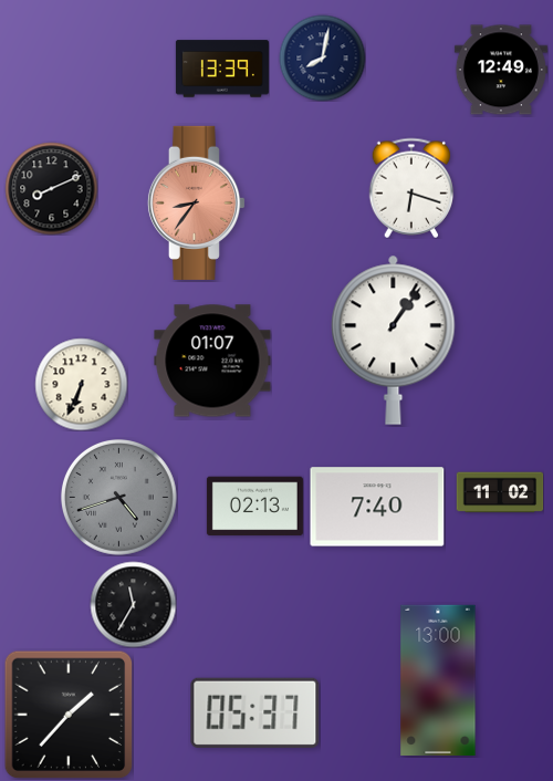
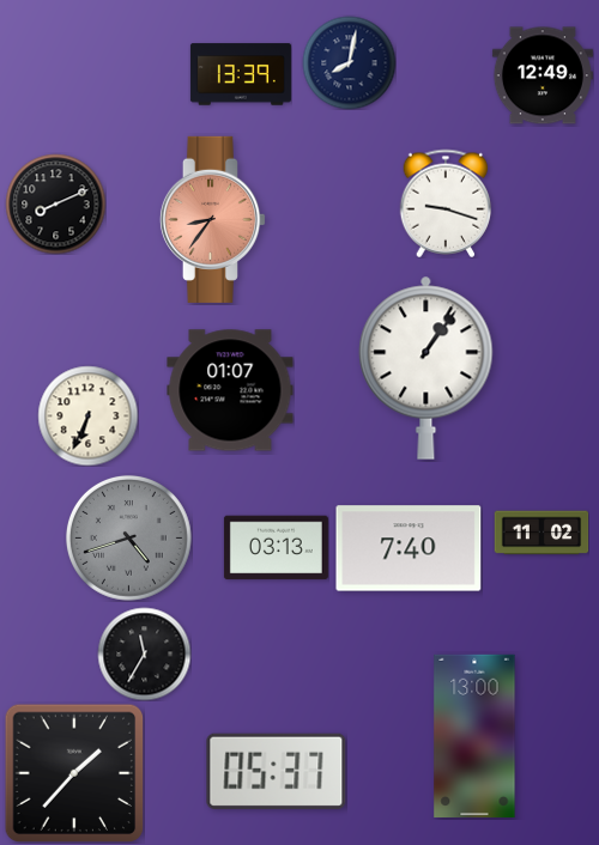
clock at (411, 188): 6:18 -> 9:18
clock at (254, 507): 02:13 -> 03:13
